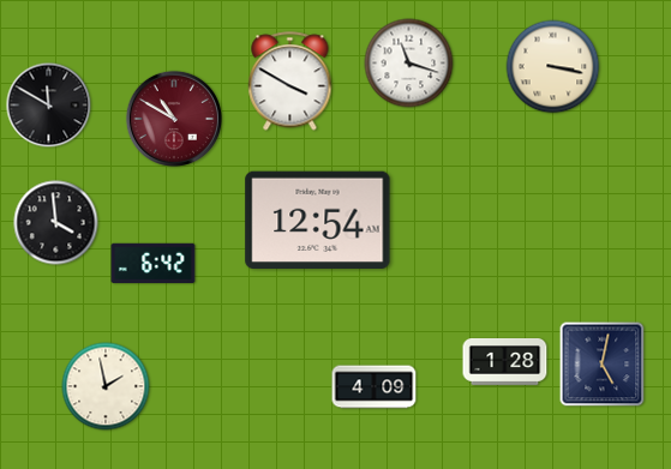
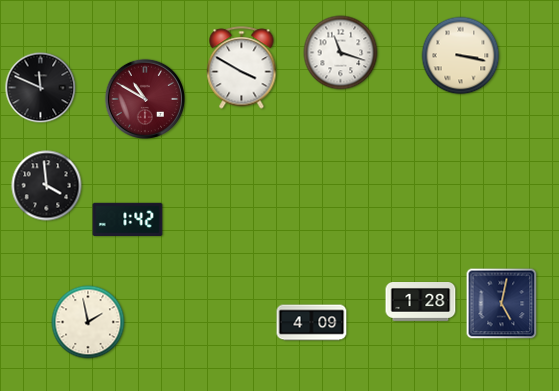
clock at (49, 106): 11:50 -> 11:49
clock at (318, 220): 12:54 -> none
clock at (154, 263): 6:42 -> 1:42
